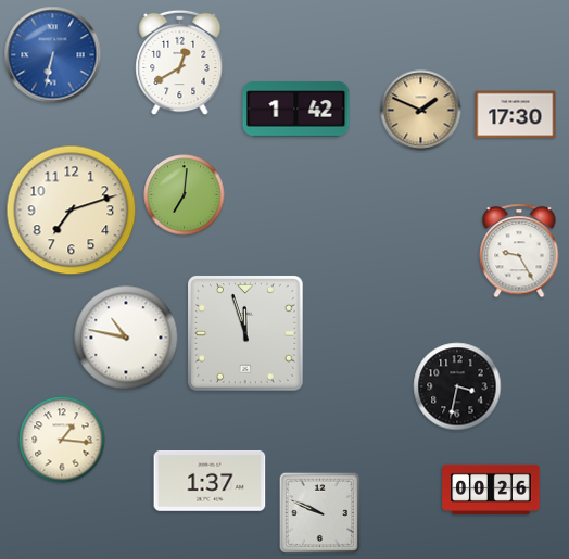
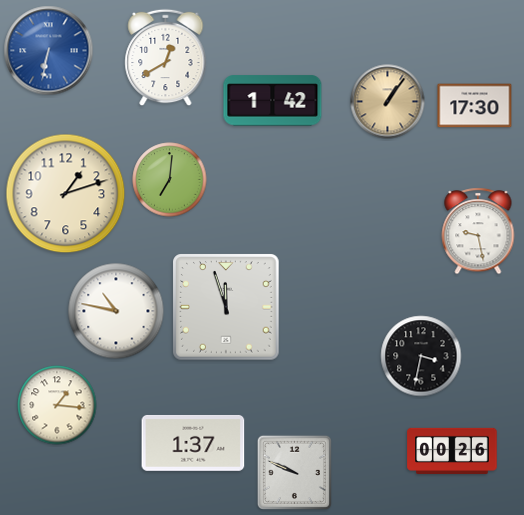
clock at (421, 111): 1:49 -> 1:06
clock at (72, 211): 7:12 -> 1:12
clock at (519, 251): 9:25 -> 9:28
